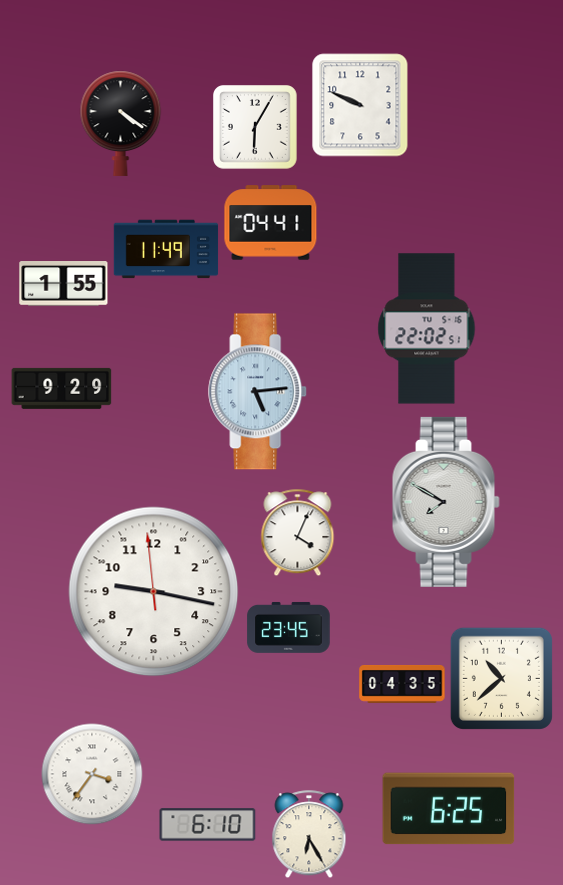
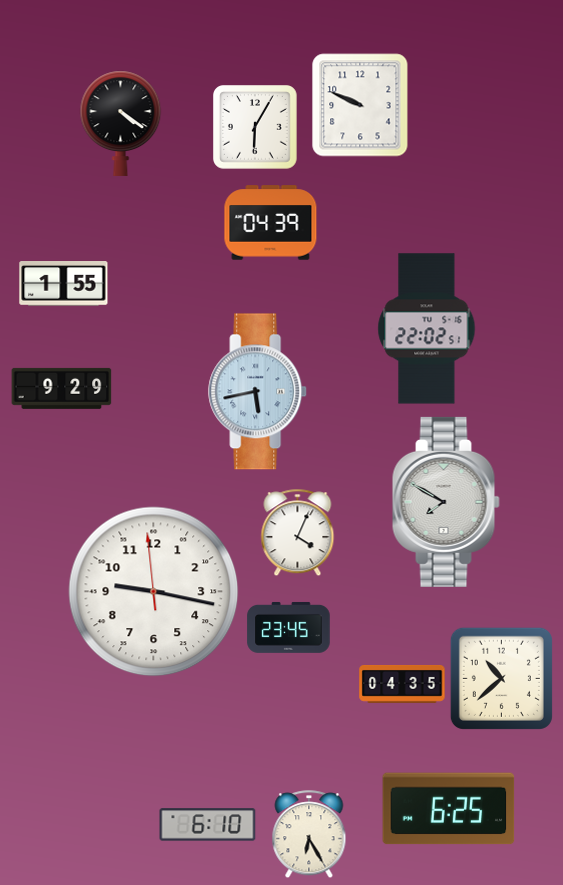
clock at (271, 223): 04:41 -> 04:39
clock at (166, 249): 11:49 -> none
clock at (258, 392): 5:14 -> 5:43
clock at (92, 774): 3:36 -> none
